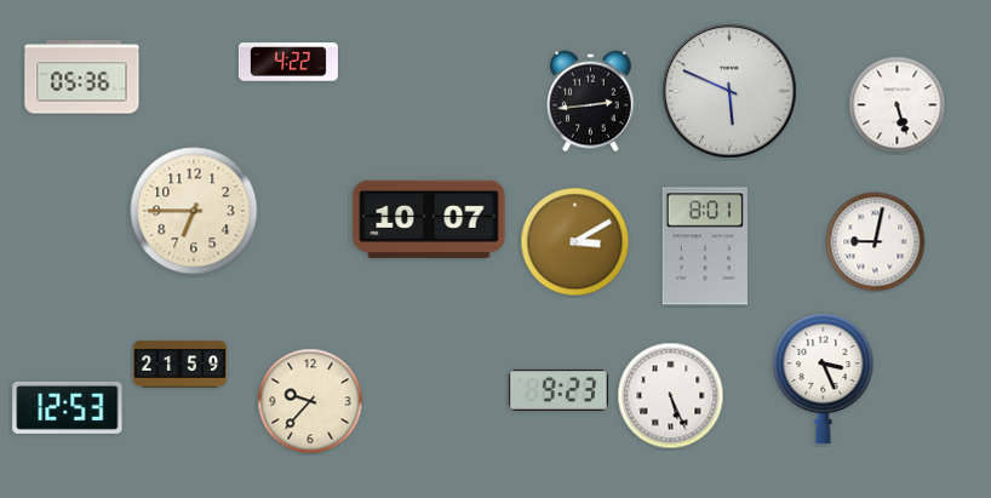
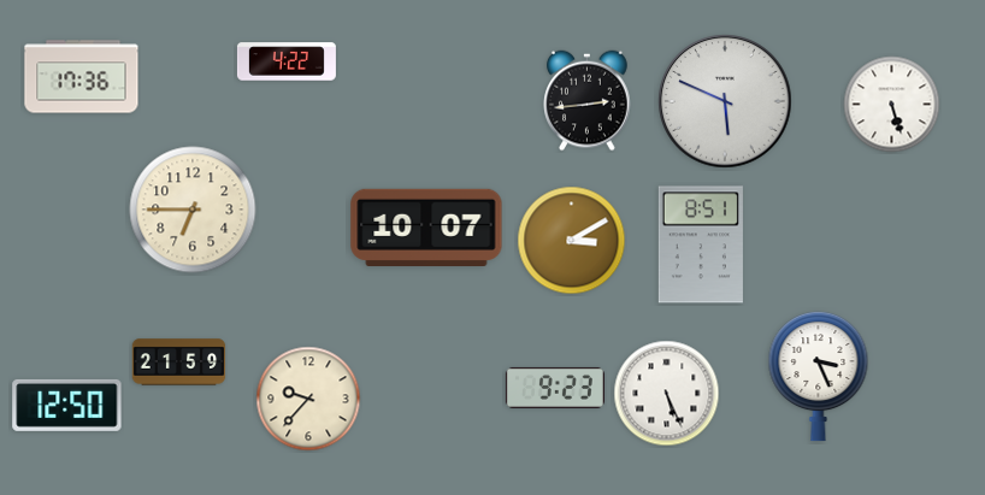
clock at (82, 78): 05:36 -> 17:36
clock at (729, 91) position: (729, 91) -> (725, 101)
clock at (429, 218) position: (429, 218) -> (426, 226)
clock at (876, 242): 9:02 -> none
clock at (705, 246): 8:01 -> 8:51
clock at (68, 407): 12:53 -> 12:50
